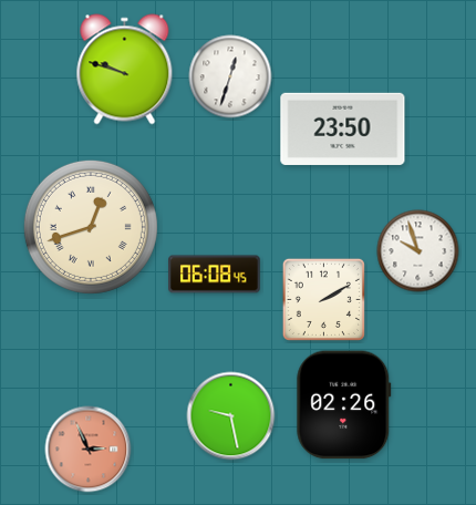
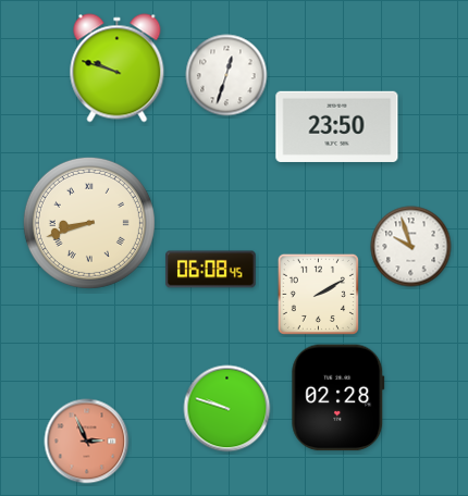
clock at (125, 70) position: (125, 70) -> (118, 69)
clock at (91, 227): 12:42 -> 8:42
clock at (344, 405): 02:26 -> 02:28
clock at (231, 416): 9:28 -> 9:48
